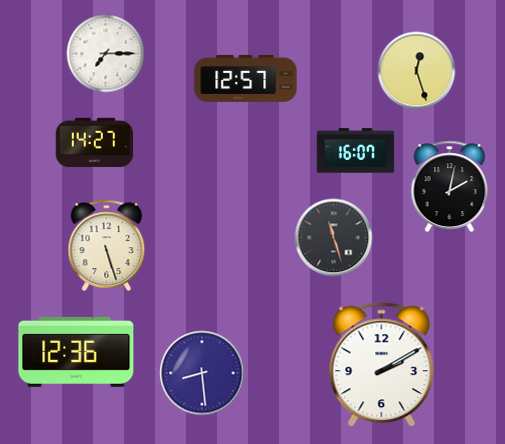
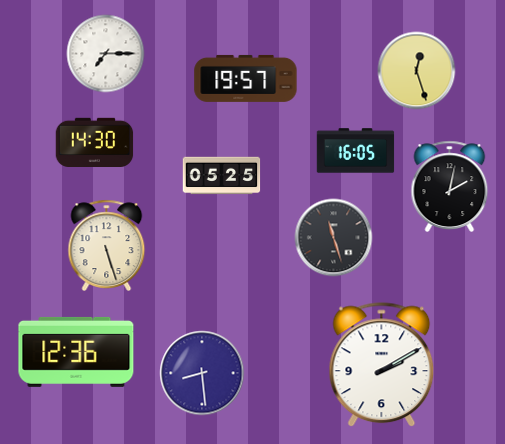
clock at (246, 78): 12:57 -> 19:57
clock at (94, 142): 14:27 -> 14:30
clock at (355, 151): 16:07 -> 16:05
clock at (221, 176): none -> 05:25
